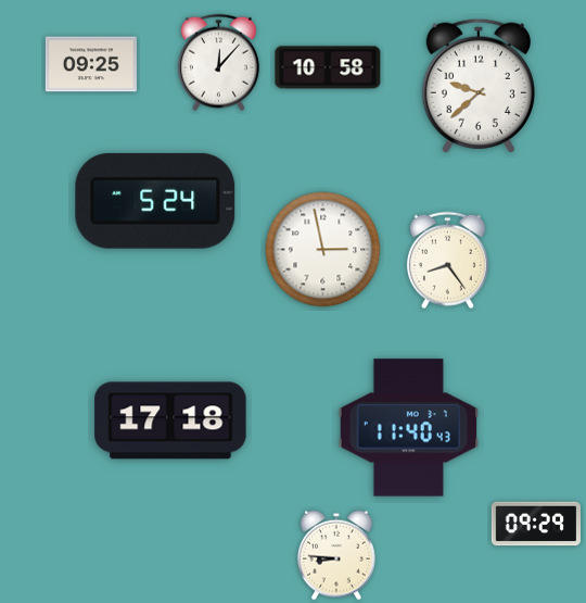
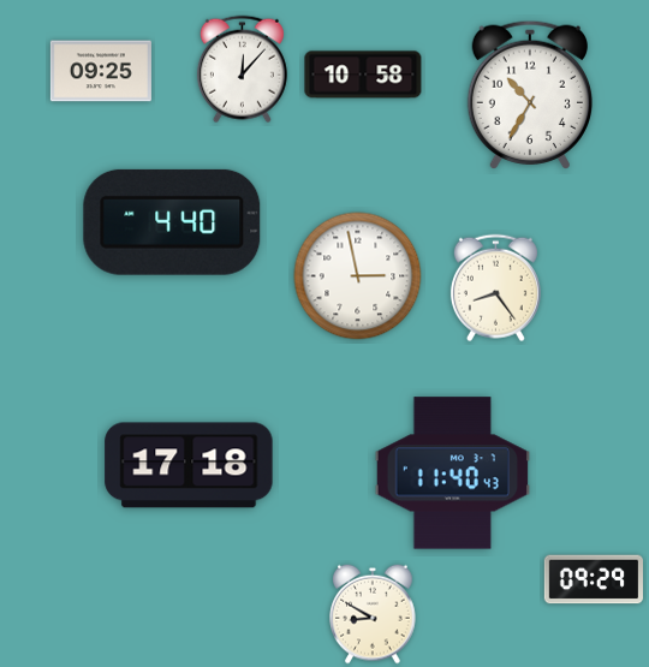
clock at (477, 86): 9:38 -> 10:35
clock at (155, 201): 5:24 -> 4:40
clock at (336, 555): 8:46 -> 8:50
